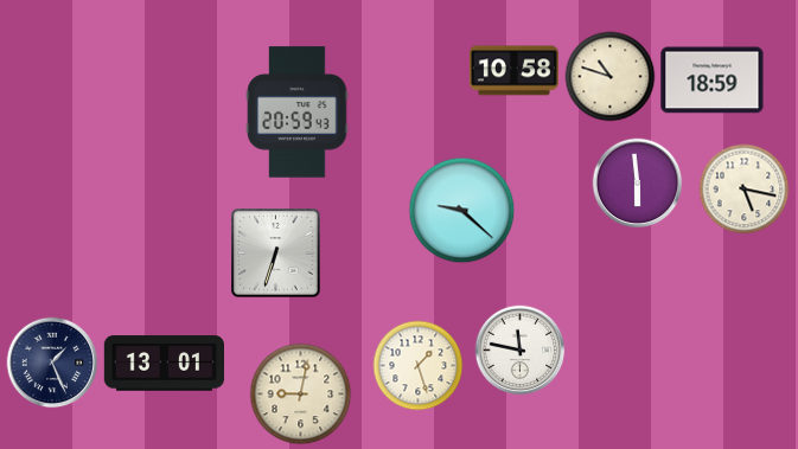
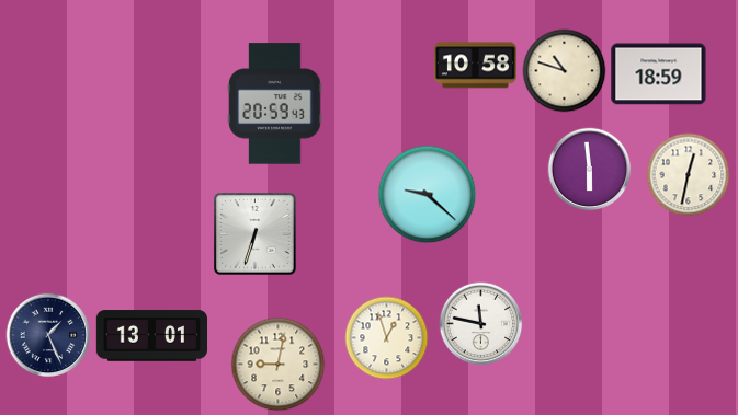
clock at (745, 190): 5:17 -> 12:32
clock at (419, 366): 1:27 -> 12:57
